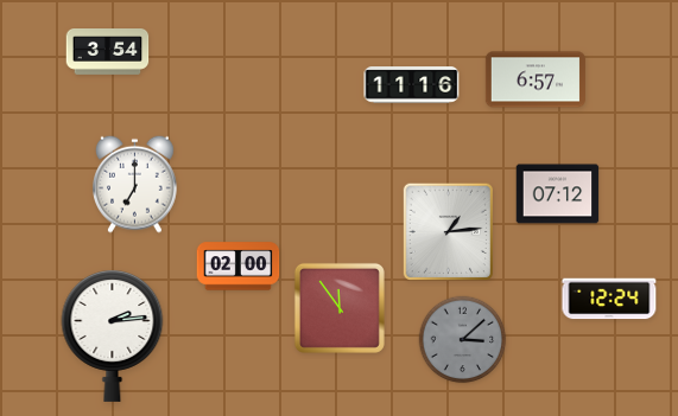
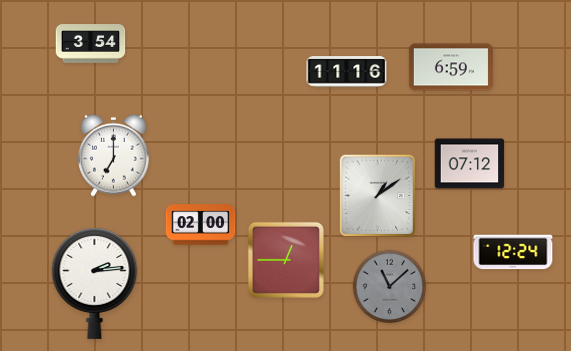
clock at (536, 79): 6:57 -> 6:59
clock at (448, 231): 1:14 -> 1:09
clock at (340, 308): 11:54 -> 12:45
clock at (463, 340): 3:08 -> 11:08
